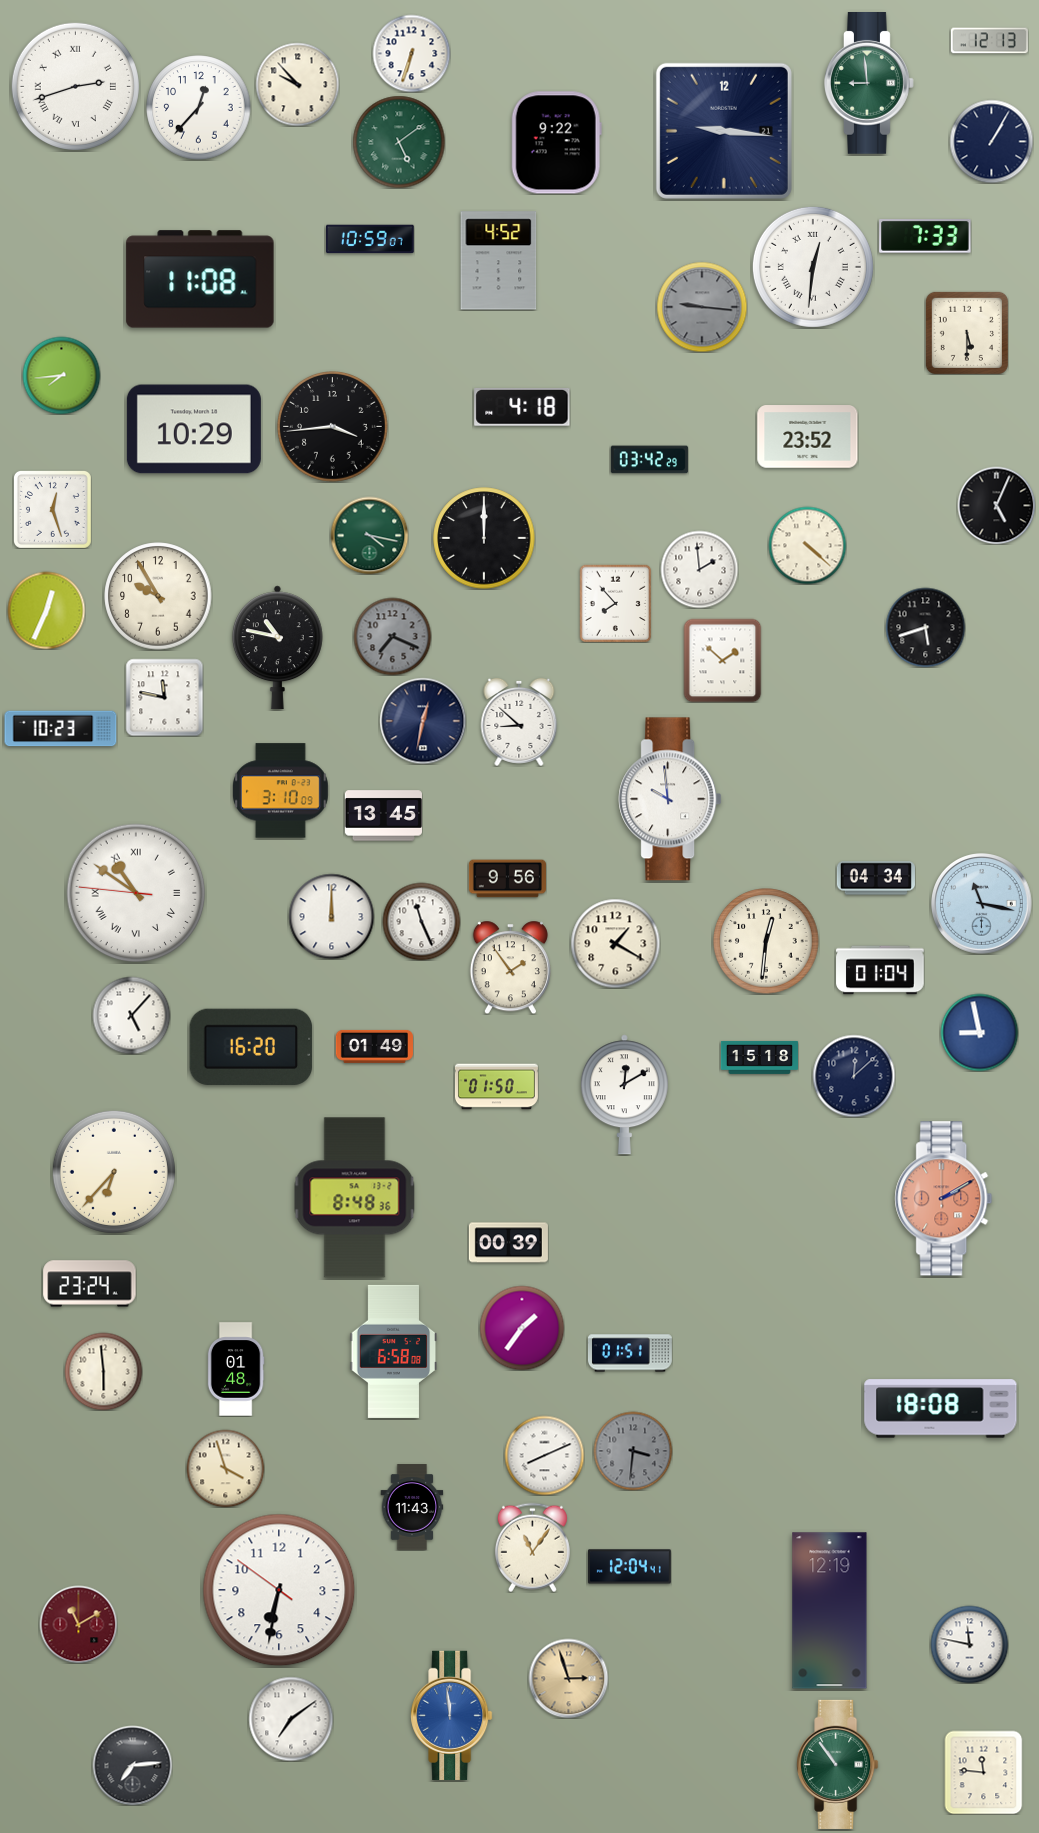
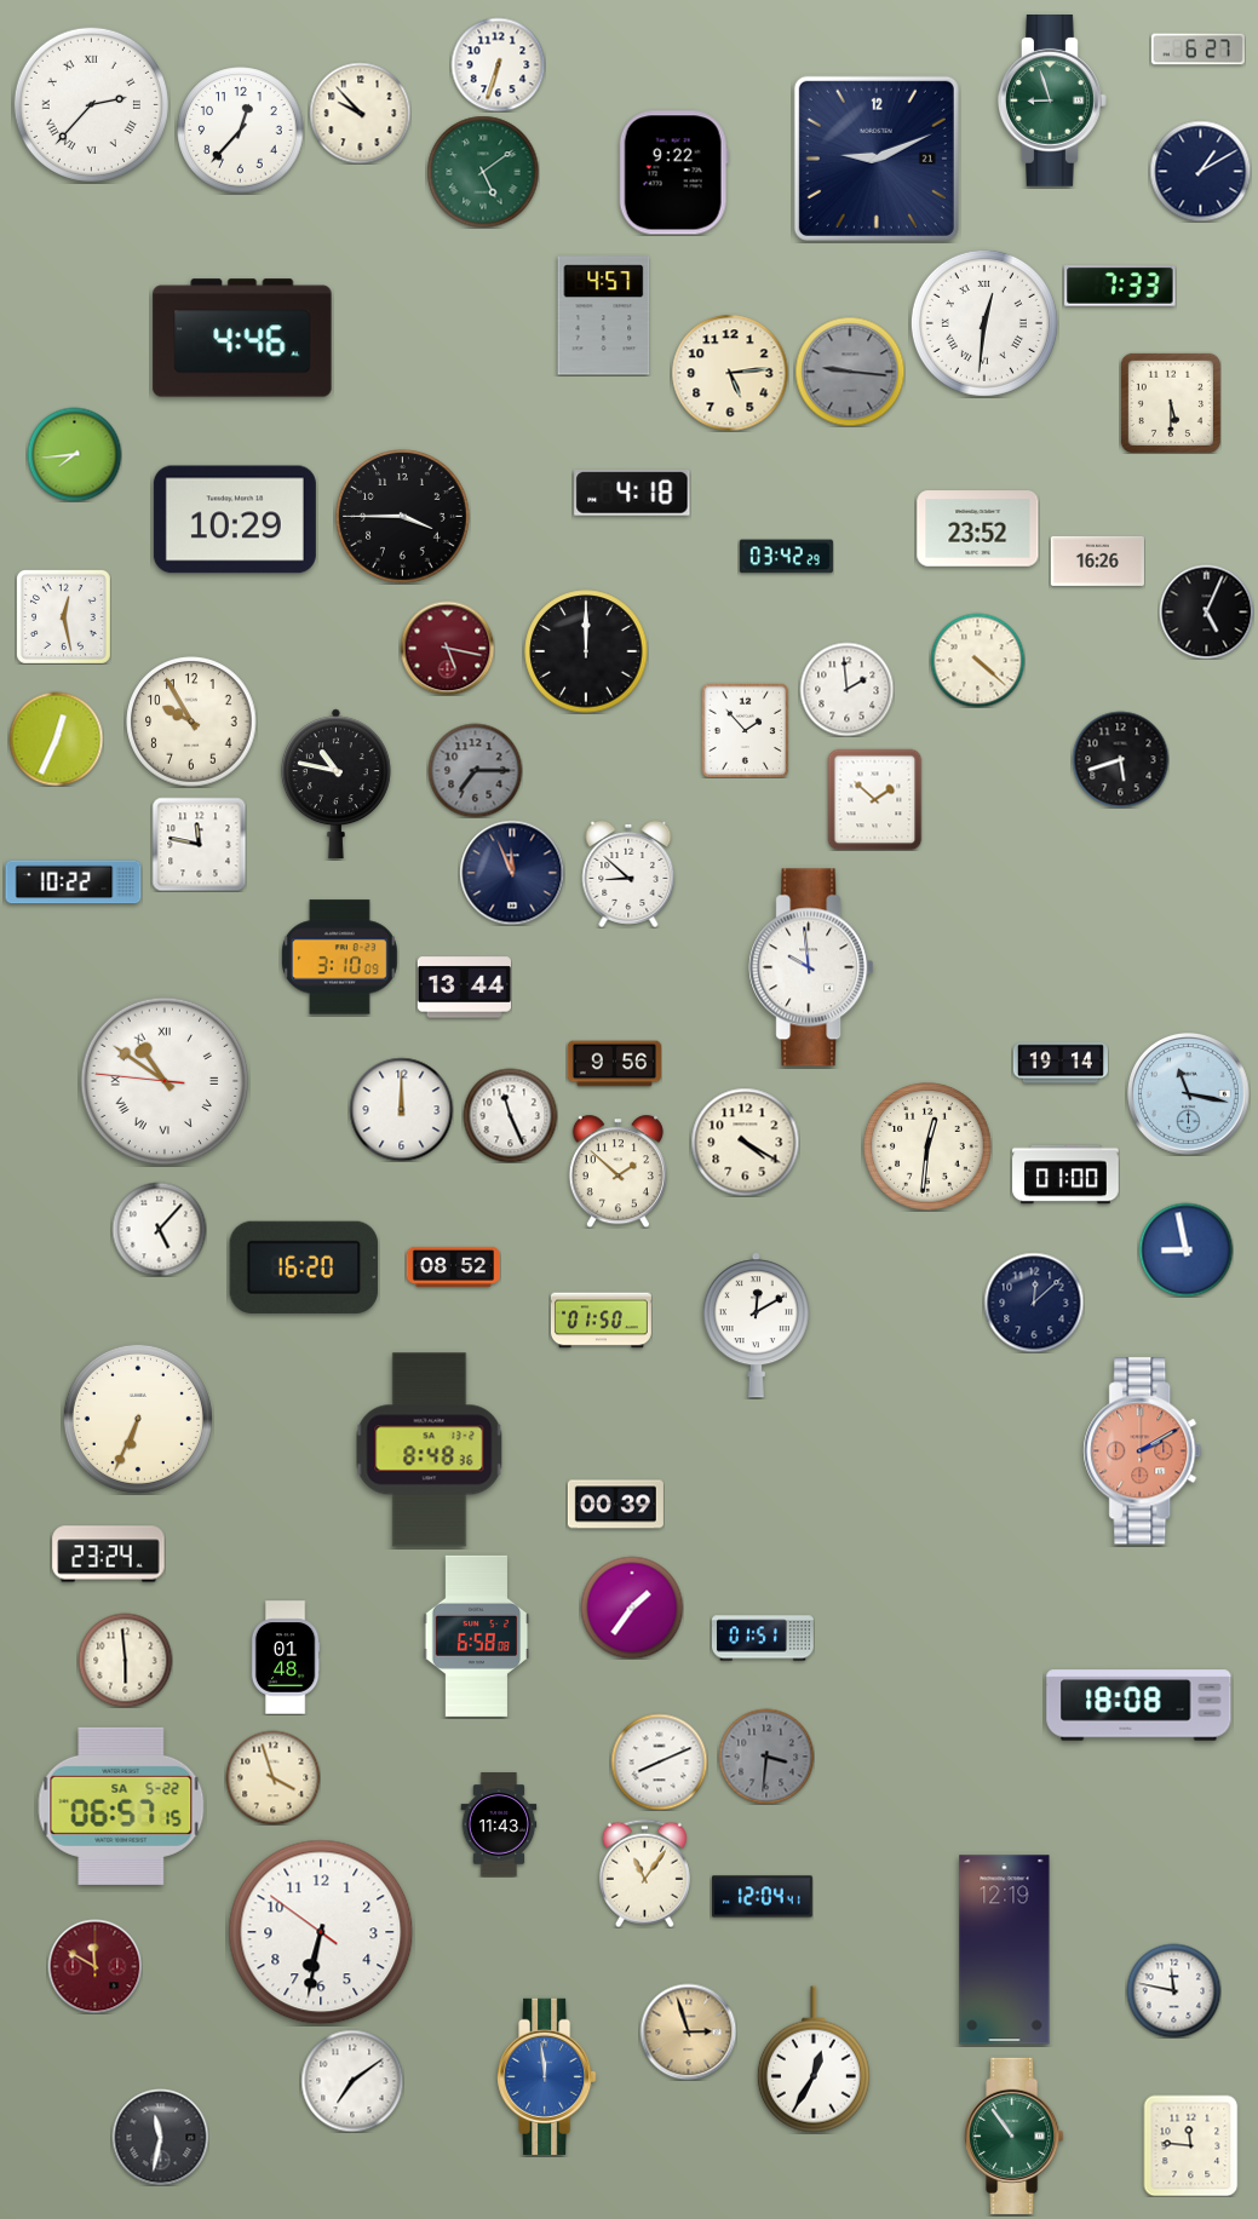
clock at (989, 41): 12:13 -> 6:27
clock at (297, 84) position: (297, 84) -> (360, 113)
clock at (870, 84): 8:59 -> 8:57
clock at (75, 86): 2:42 -> 2:37
clock at (724, 131): 9:16 -> 9:11
clock at (991, 141): 1:05 -> 1:10
clock at (370, 239): 10:59 -> none
clock at (499, 261): 4:52 -> 4:57
clock at (200, 279): 11:08 -> 4:46
clock at (730, 373): none -> 5:14
clock at (333, 427): 3:44 -> 3:45
clock at (1097, 561): none -> 16:26
clock at (52, 509): 12:27 -> 12:28
clock at (369, 535): 4:17 -> 5:17
clock at (369, 535) dial: green -> burgundy
clock at (616, 603): 7:53 -> 1:53
clock at (392, 636): 7:19 -> 7:15
clock at (423, 721): 12:32 -> 11:56
clock at (61, 729): 10:23 -> 10:22
clock at (383, 816): 13:45 -> 13:44
clock at (876, 878): 04:34 -> 19:14
clock at (766, 941) position: (766, 941) -> (927, 1146)
clock at (615, 943): 1:20 -> 4:20
clock at (510, 967): 1:54 -> 1:52
clock at (880, 970): 01:04 -> 01:00
clock at (374, 1046): 01:49 -> 08:52
clock at (759, 1057): 15:18 -> none
clock at (496, 1087) position: (496, 1087) -> (601, 1321)
clock at (114, 1172): 6:37 -> 6:34
clock at (121, 1806): none -> 06:57
clock at (279, 1590) position: (279, 1590) -> (321, 1932)
clock at (78, 1624): 11:10 -> 11:50
clock at (814, 2059): none -> 12:35
clock at (132, 1765): 7:14 -> 11:32
